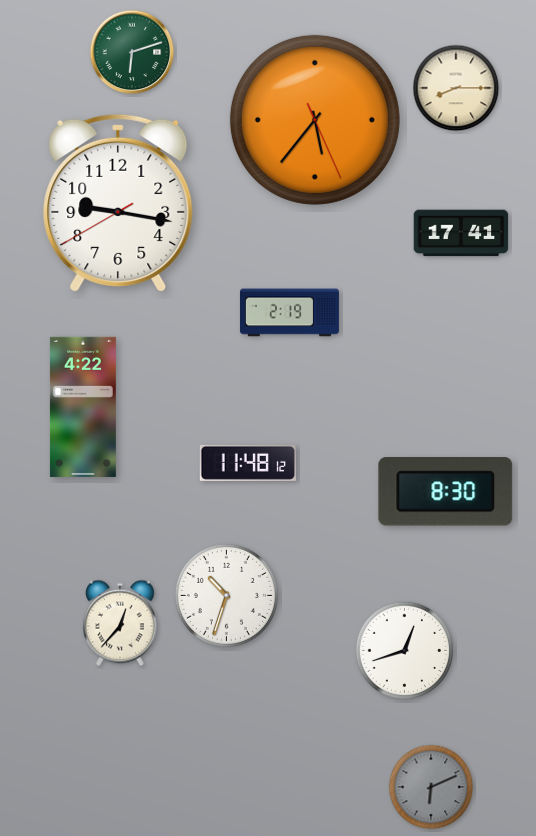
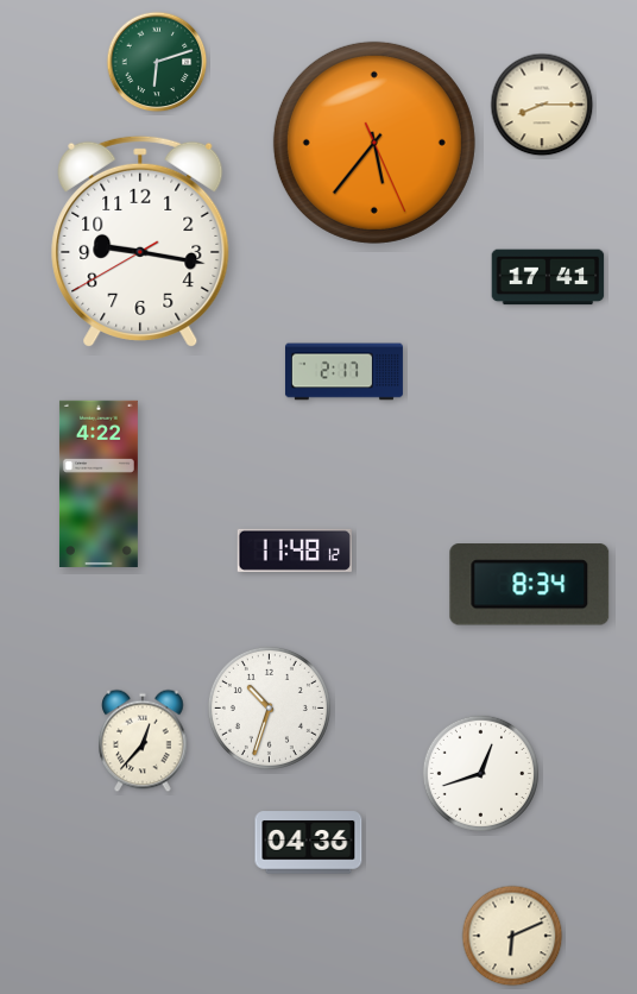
clock at (289, 313): 2:19 -> 2:17
clock at (446, 492): 8:30 -> 8:34
clock at (309, 843): none -> 04:36
clock at (431, 787) dial: grey -> cream
